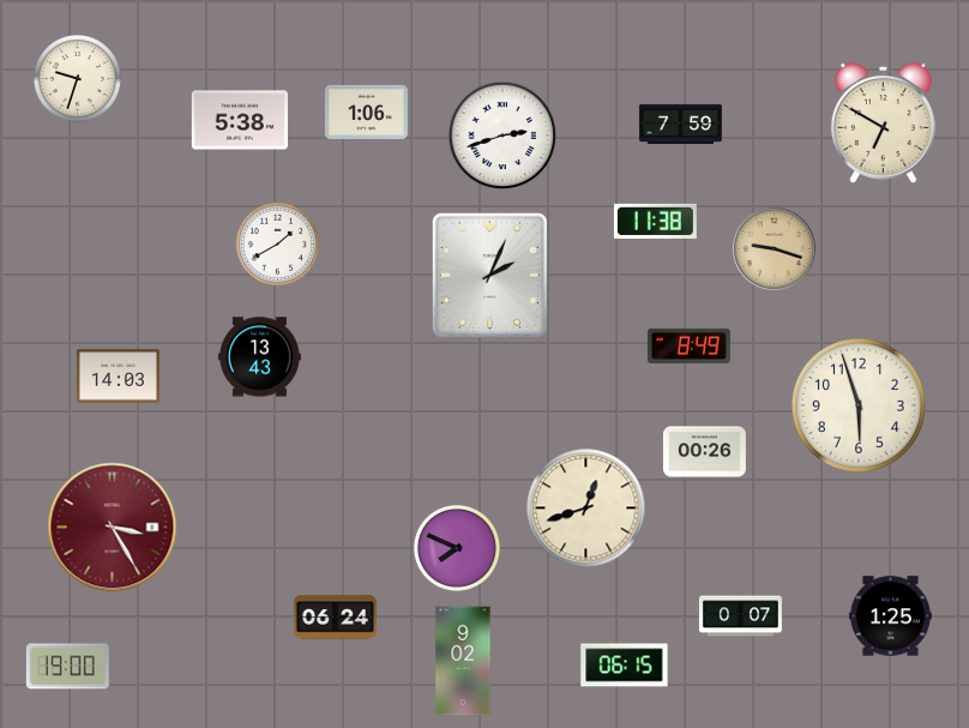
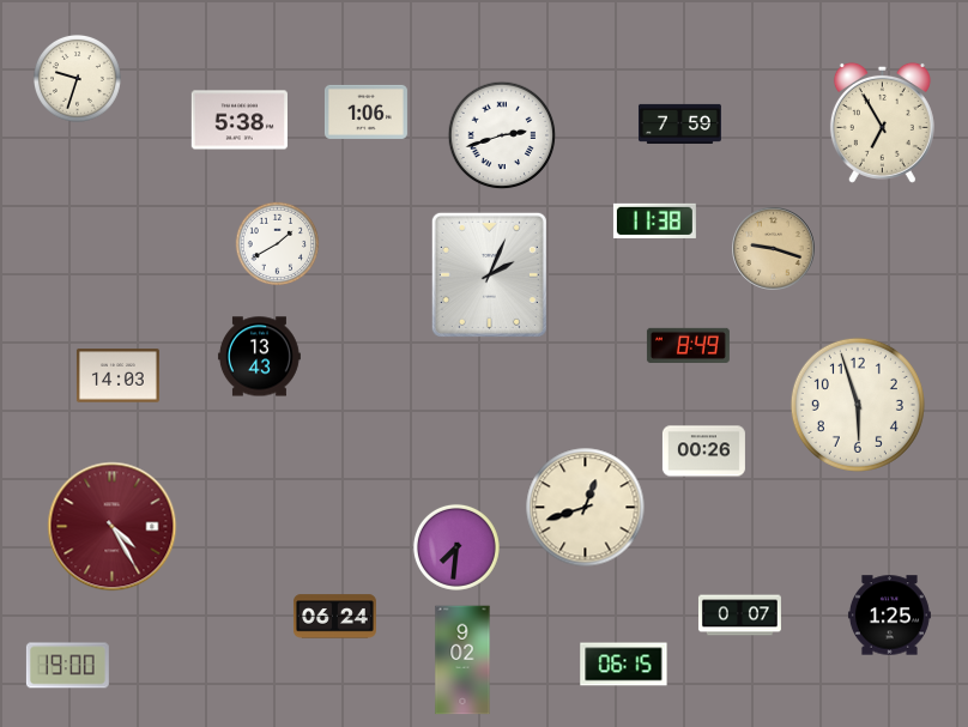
clock at (883, 122): 6:50 -> 6:55
clock at (113, 528): 3:25 -> 4:25
clock at (457, 548): 7:49 -> 7:31
